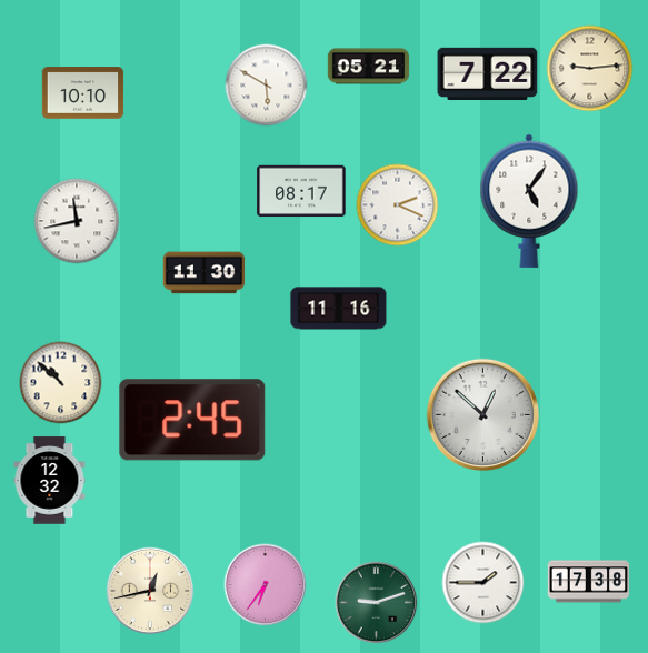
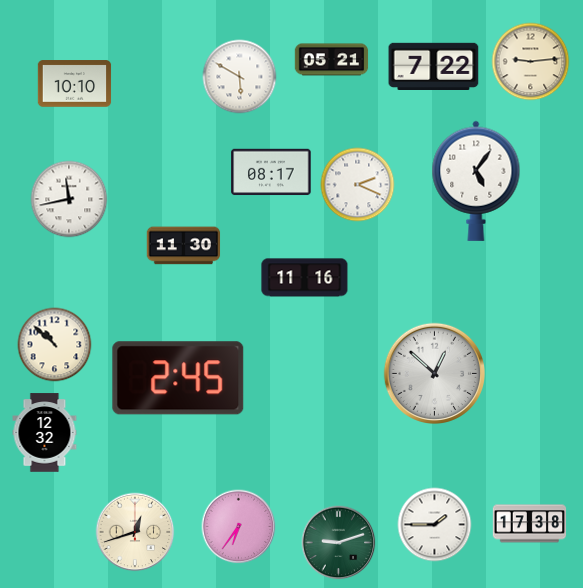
clock at (488, 73) position: (488, 73) -> (434, 66)
clock at (192, 420) position: (192, 420) -> (178, 378)
clock at (150, 591): 12:43 -> 12:42
